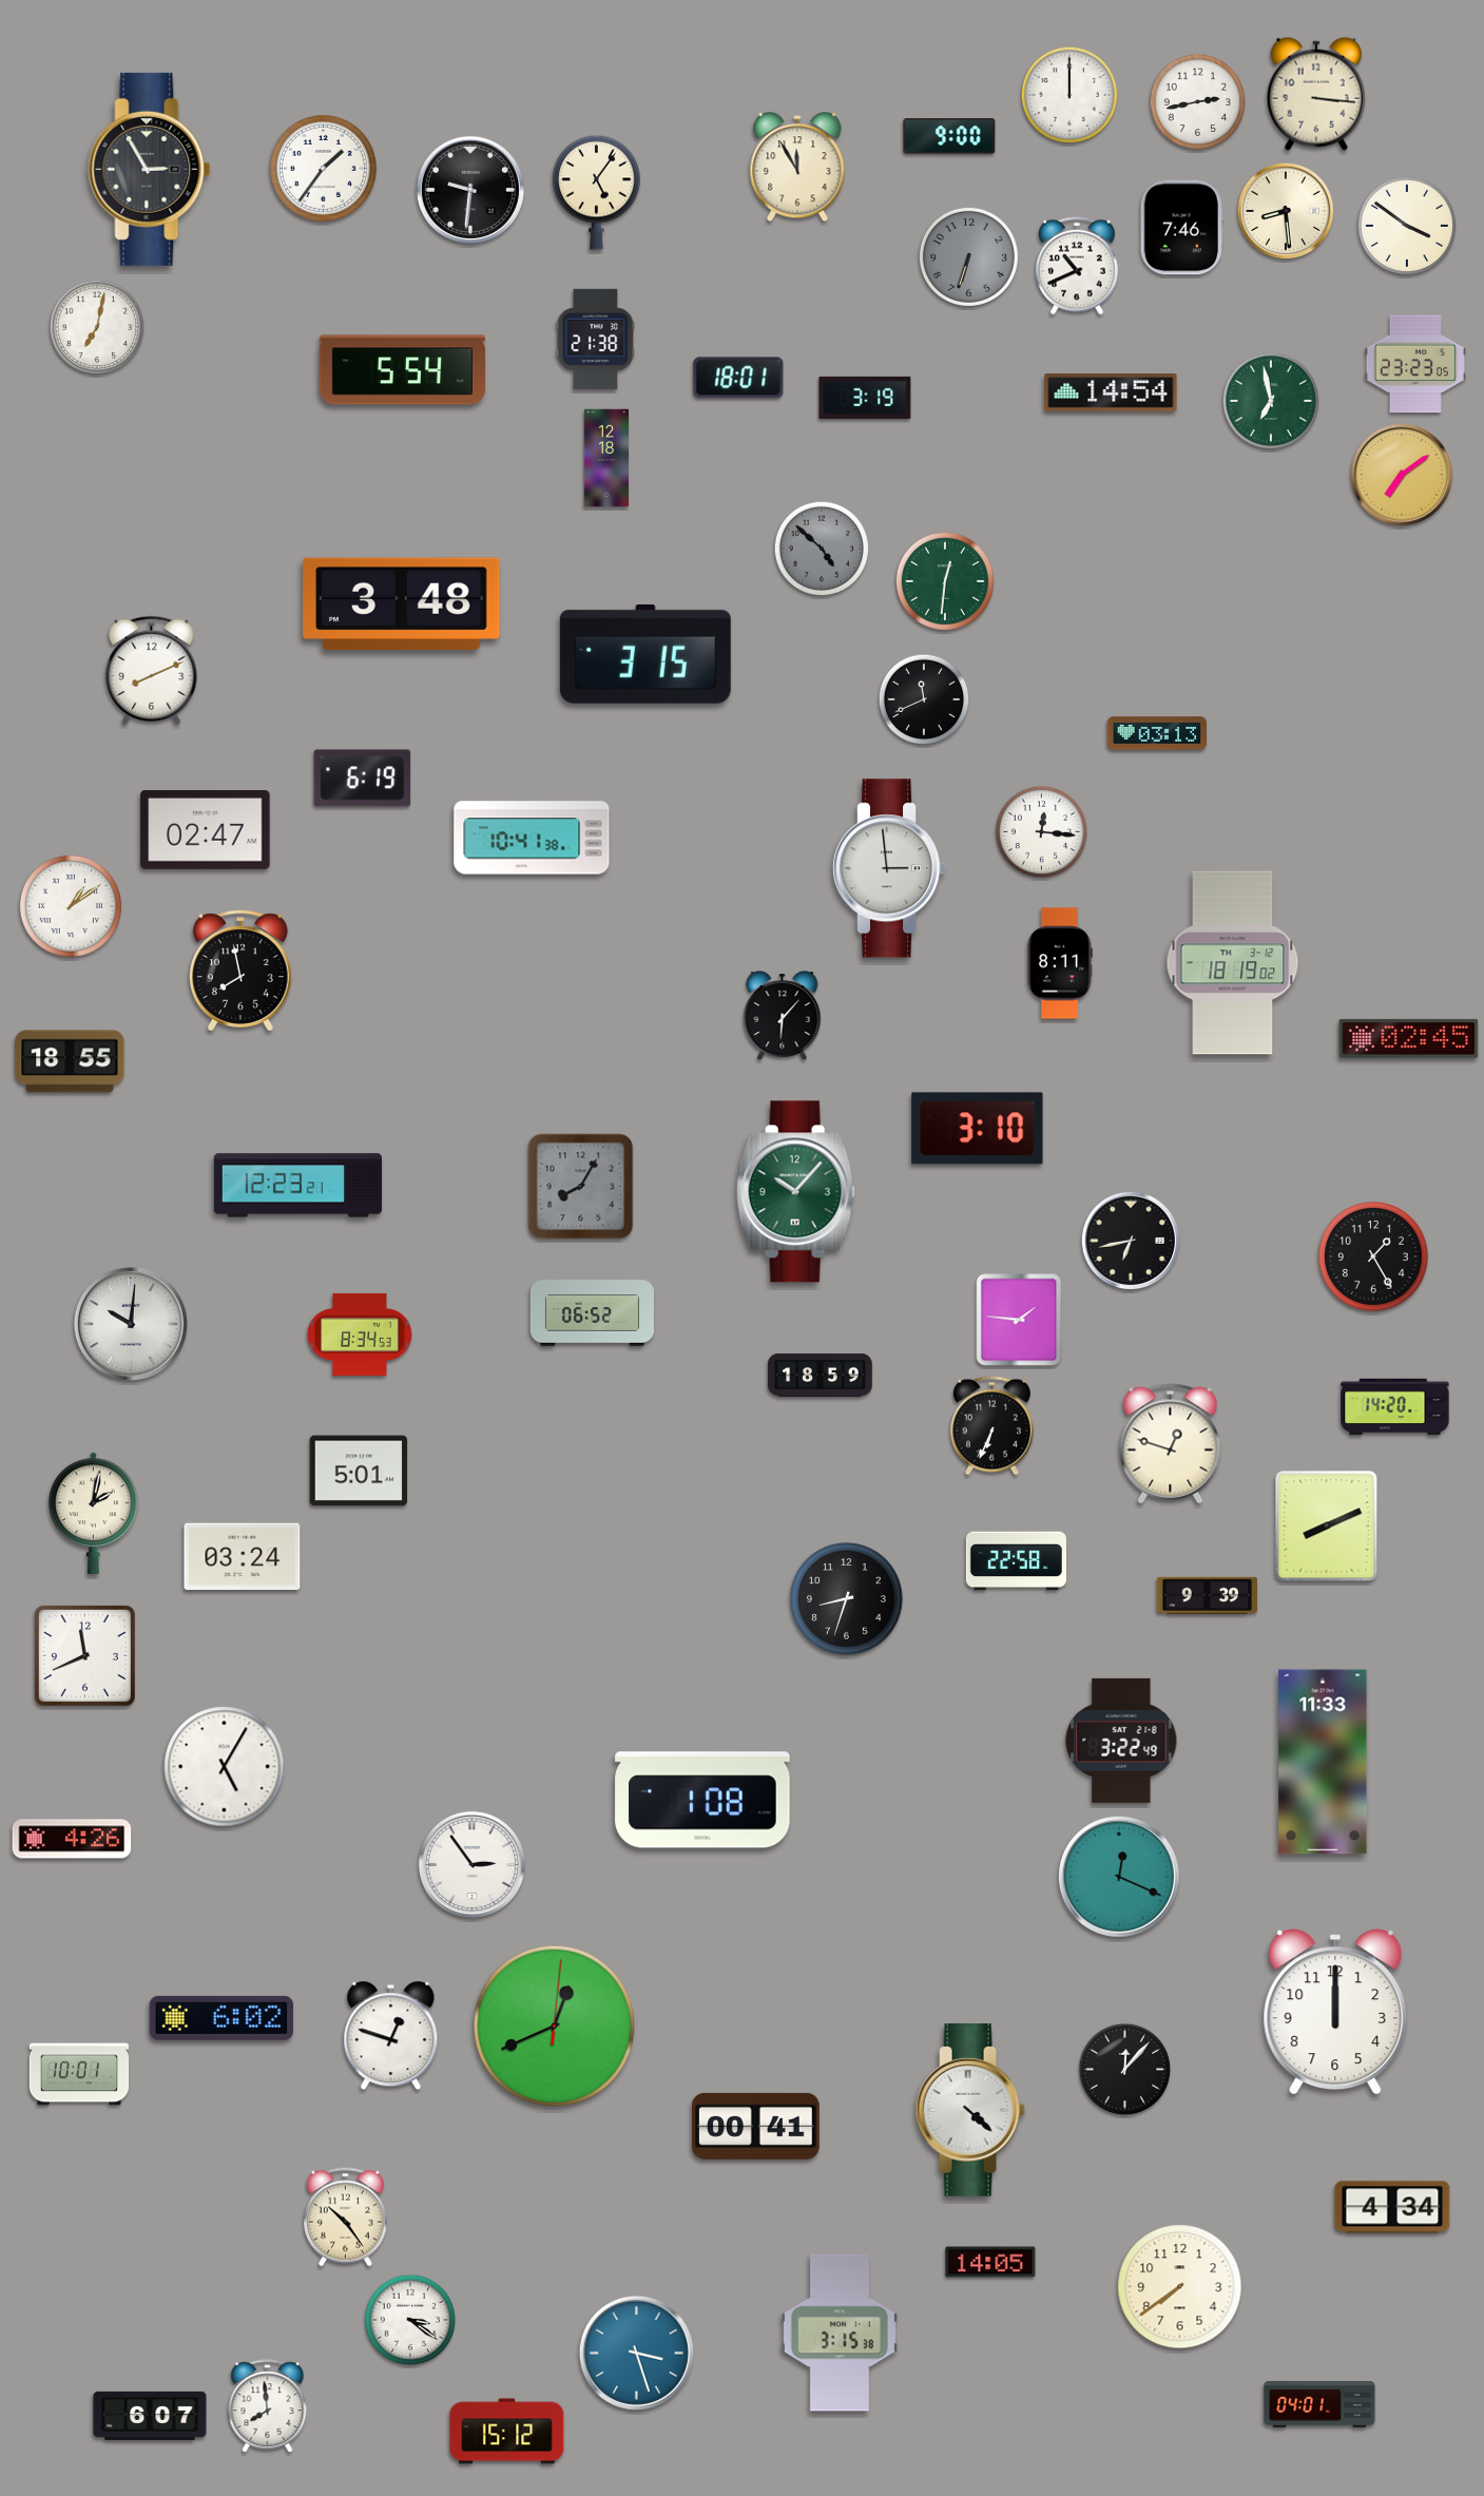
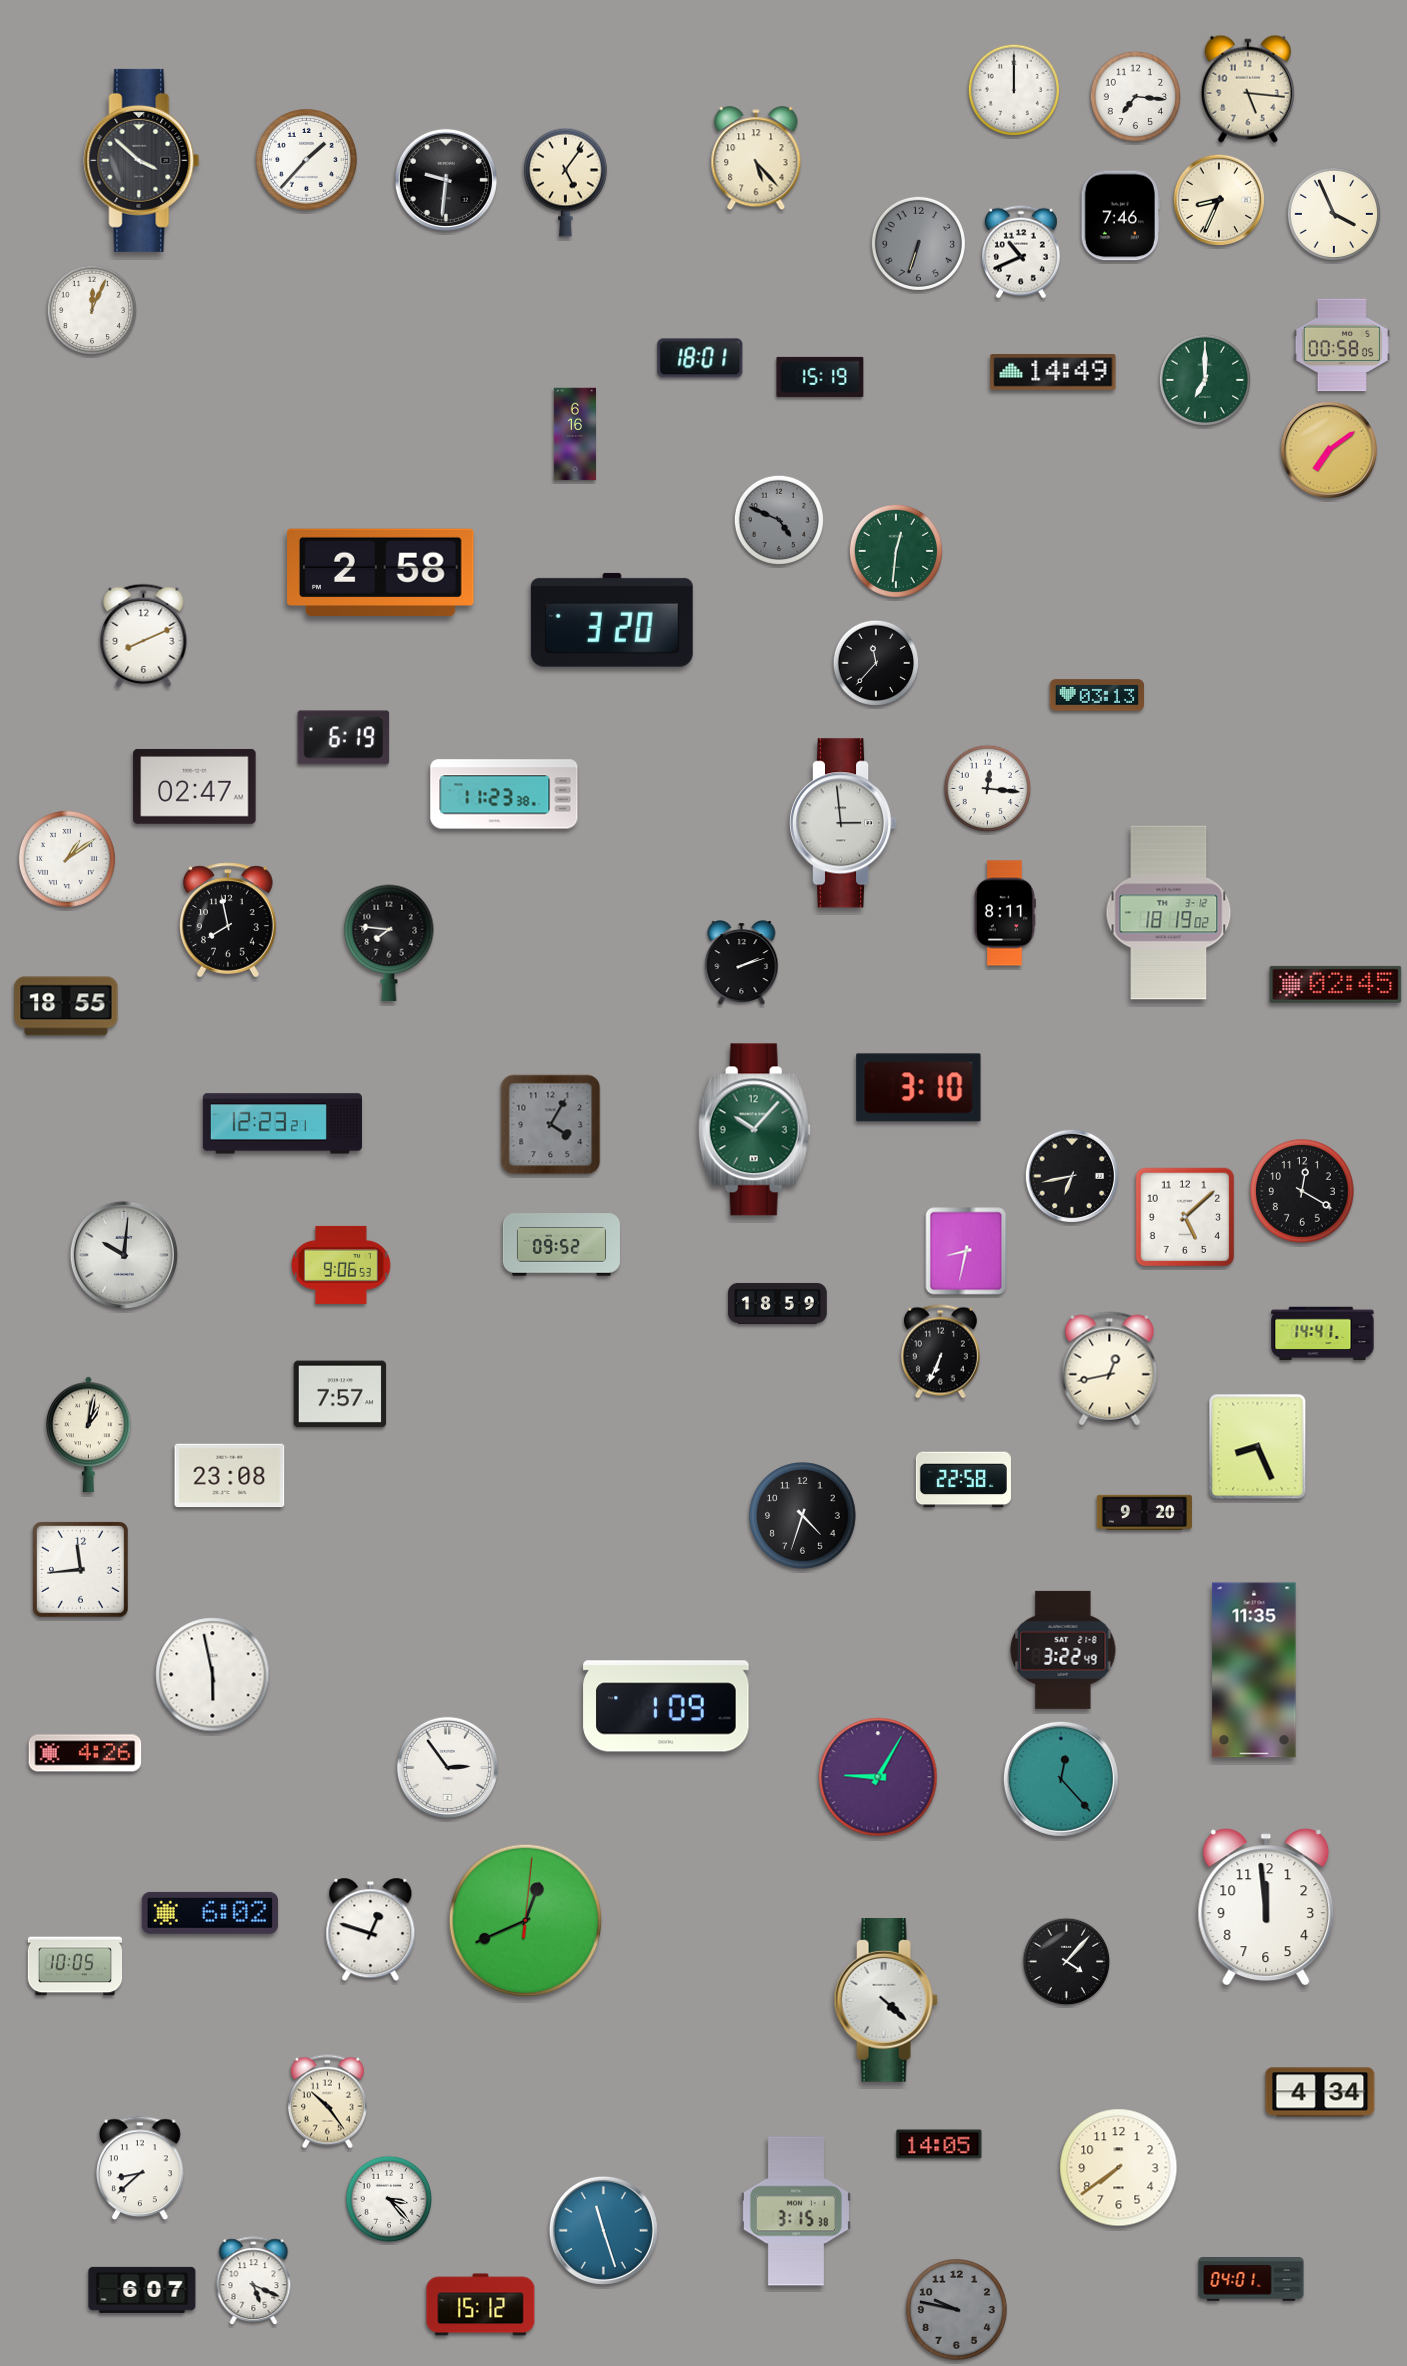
clock at (1316, 94): 3:16 -> 5:16
clock at (1197, 101): 2:43 -> 7:16
clock at (949, 136): 9:00 -> none
clock at (323, 168): 1:36 -> 1:37
clock at (797, 168): 11:55 -> 5:23
clock at (150, 169): 2:55 -> 3:52
clock at (1285, 210): 8:29 -> 8:34
clock at (1407, 226): 3:51 -> 3:56
clock at (97, 327): 7:02 -> 12:04
clock at (596, 339): 21:38 -> none
clock at (1415, 364): 23:23 -> 00:58
clock at (403, 370): 5:54 -> none
clock at (1111, 392): 14:54 -> 14:49
clock at (865, 398): 3:19 -> 15:19
clock at (1270, 400): 6:58 -> 7:00
clock at (605, 458): 12:18 -> 6:16
clock at (822, 549): 4:52 -> 4:49
clock at (402, 603): 3:48 -> 2:58
clock at (645, 654): 3:15 -> 3:20
clock at (924, 699): 11:41 -> 11:37
clock at (532, 838): 10:41 -> 11:23
clock at (389, 943): none -> 7:46
clock at (783, 1017): 6:07 -> 2:12
clock at (978, 1129) position: (978, 1129) -> (919, 1088)
clock at (581, 1187): 8:05 -> 4:05
clock at (1374, 1257): 1:25 -> 12:20
clock at (1185, 1217): none -> 5:08
clock at (592, 1313): 06:52 -> 09:52
clock at (1019, 1320): 1:46 -> 8:32
clock at (360, 1335): 8:34 -> 9:06
clock at (1395, 1407): 14:20 -> 14:41
clock at (1171, 1444): 12:48 -> 12:43
clock at (359, 1471): 5:01 -> 7:57
clock at (94, 1513): 2:02 -> 1:02
clock at (1327, 1527): 8:11 -> 8:26
clock at (243, 1557): 03:24 -> 23:08
clock at (1207, 1595): 9:39 -> 9:20
clock at (847, 1599): 8:33 -> 4:33
clock at (84, 1655): 11:41 -> 11:44
clock at (1323, 1762): 11:33 -> 11:35
clock at (225, 1767): 5:05 -> 5:58
clock at (702, 1800): 1:08 -> 1:09
clock at (72, 1839) position: (72, 1839) -> (85, 1753)
clock at (878, 1777): none -> 9:05
clock at (1119, 1877): 12:19 -> 12:23
clock at (1335, 2011): 12:00 -> 11:59
clock at (1125, 2070): 12:07 -> 4:07
clock at (79, 2074): 10:01 -> 10:05
clock at (970, 2111) position: (970, 2111) -> (886, 2001)
clock at (756, 2126): 00:41 -> none
clock at (141, 2168): none -> 8:38
clock at (410, 2320): 3:21 -> 3:23
clock at (636, 2353): 3:27 -> 11:27
clock at (268, 2406): 7:59 -> 5:19
clock at (956, 2309): none -> 9:47
